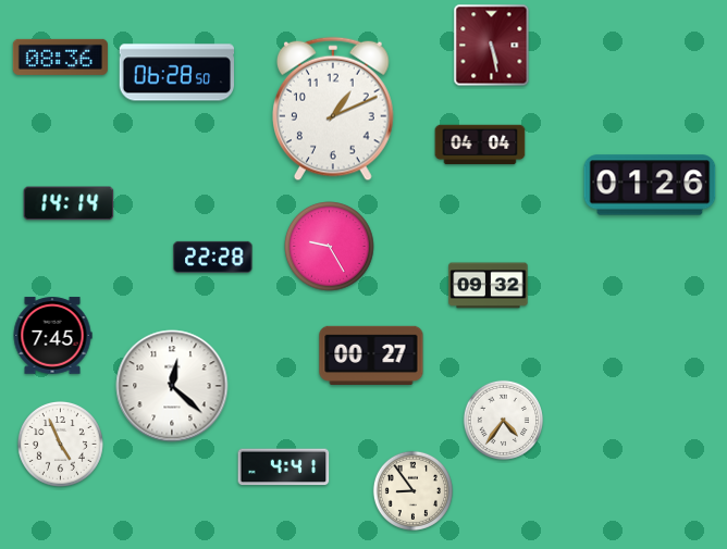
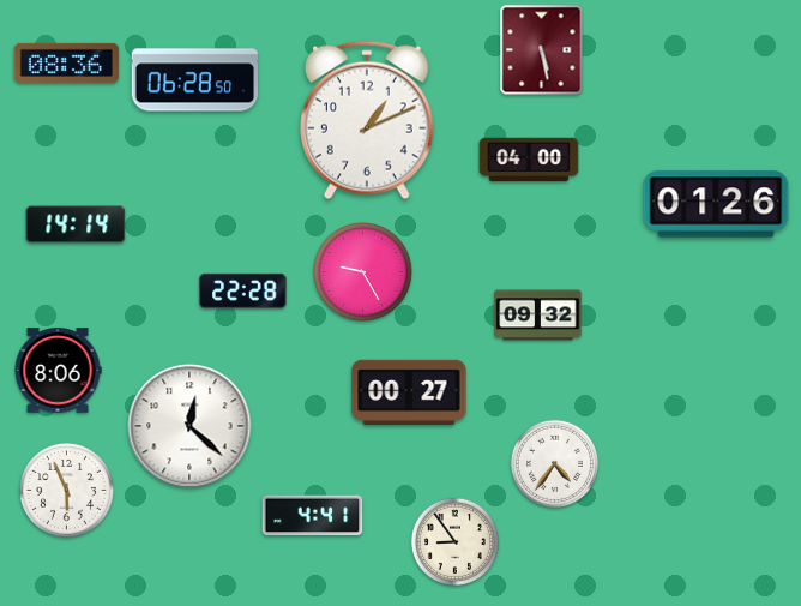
clock at (480, 145): 04:04 -> 04:00
clock at (213, 257) position: (213, 257) -> (243, 290)
clock at (52, 336): 7:45 -> 8:06
clock at (60, 444): 4:56 -> 5:56
